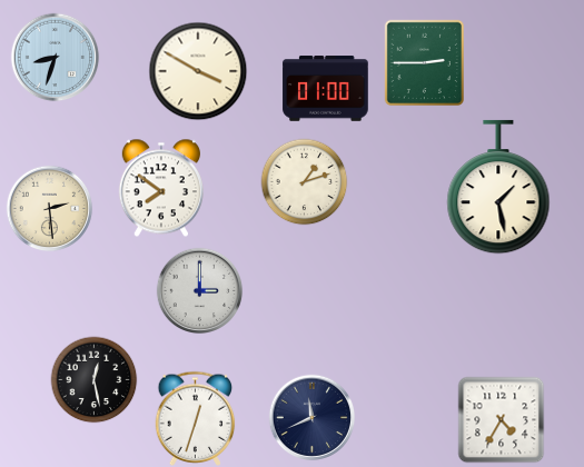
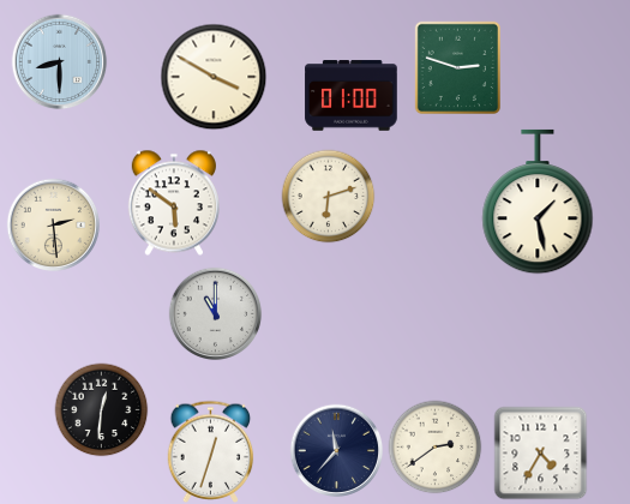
clock at (55, 57): 8:33 -> 8:30
clock at (424, 62): 2:45 -> 2:48
clock at (304, 181): 1:12 -> 6:12
clock at (161, 188): 7:51 -> 5:51
clock at (199, 290): 3:00 -> 11:00
clock at (93, 379): 12:28 -> 12:31
clock at (434, 446): none -> 2:39
clock at (311, 417): 11:41 -> 11:37
